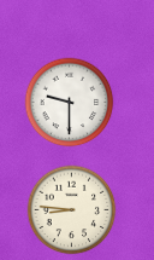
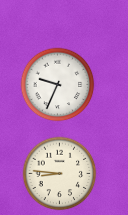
clock at (70, 103): 9:30 -> 9:34
